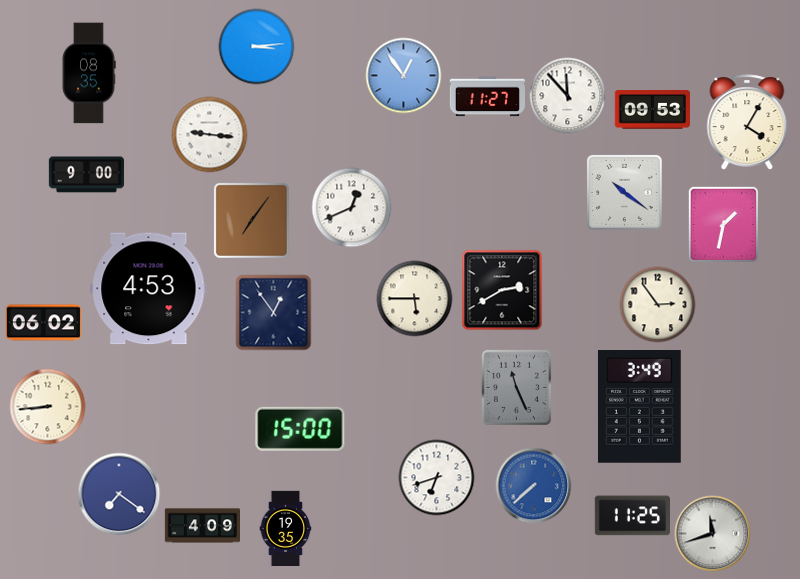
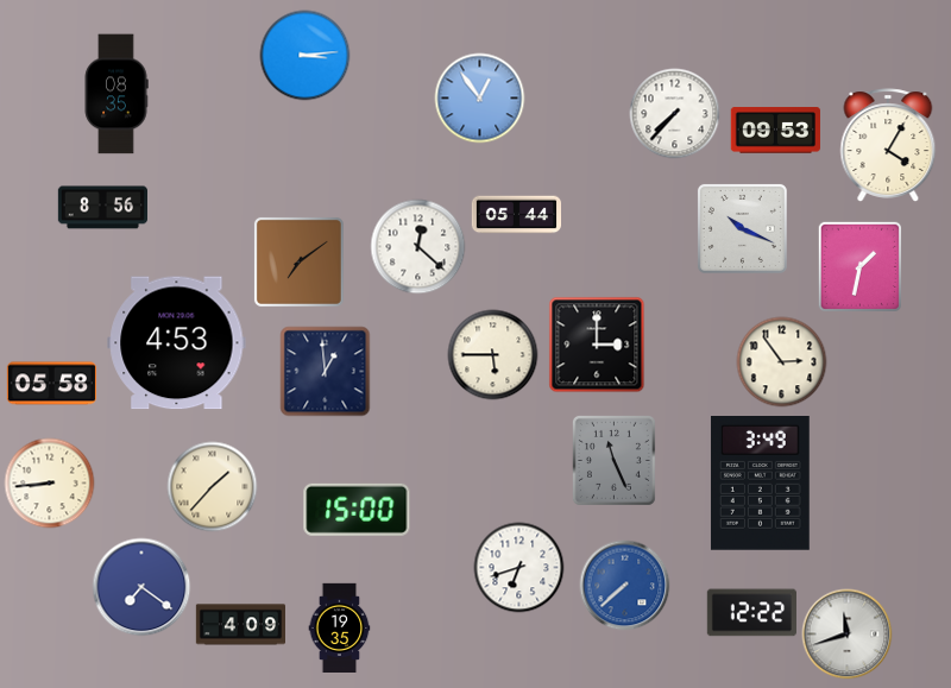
clock at (89, 73) position: (89, 73) -> (116, 94)
clock at (404, 76) position: (404, 76) -> (480, 99)
clock at (568, 96): 11:53 -> 7:37
clock at (487, 97): 11:27 -> none
clock at (210, 135): 9:16 -> none
clock at (86, 175): 9:00 -> 8:56
clock at (516, 215): none -> 05:44
clock at (624, 192): 10:21 -> 10:19
clock at (352, 208): 12:41 -> 12:22
clock at (251, 220): 7:06 -> 7:09
clock at (502, 290): 2:40 -> 3:00
clock at (274, 313): 12:54 -> 12:59
clock at (43, 323): 06:02 -> 05:58
clock at (48, 407) position: (48, 407) -> (50, 484)
clock at (213, 487): none -> 1:37
clock at (534, 486) position: (534, 486) -> (625, 586)
clock at (632, 516): 11:25 -> 12:22
